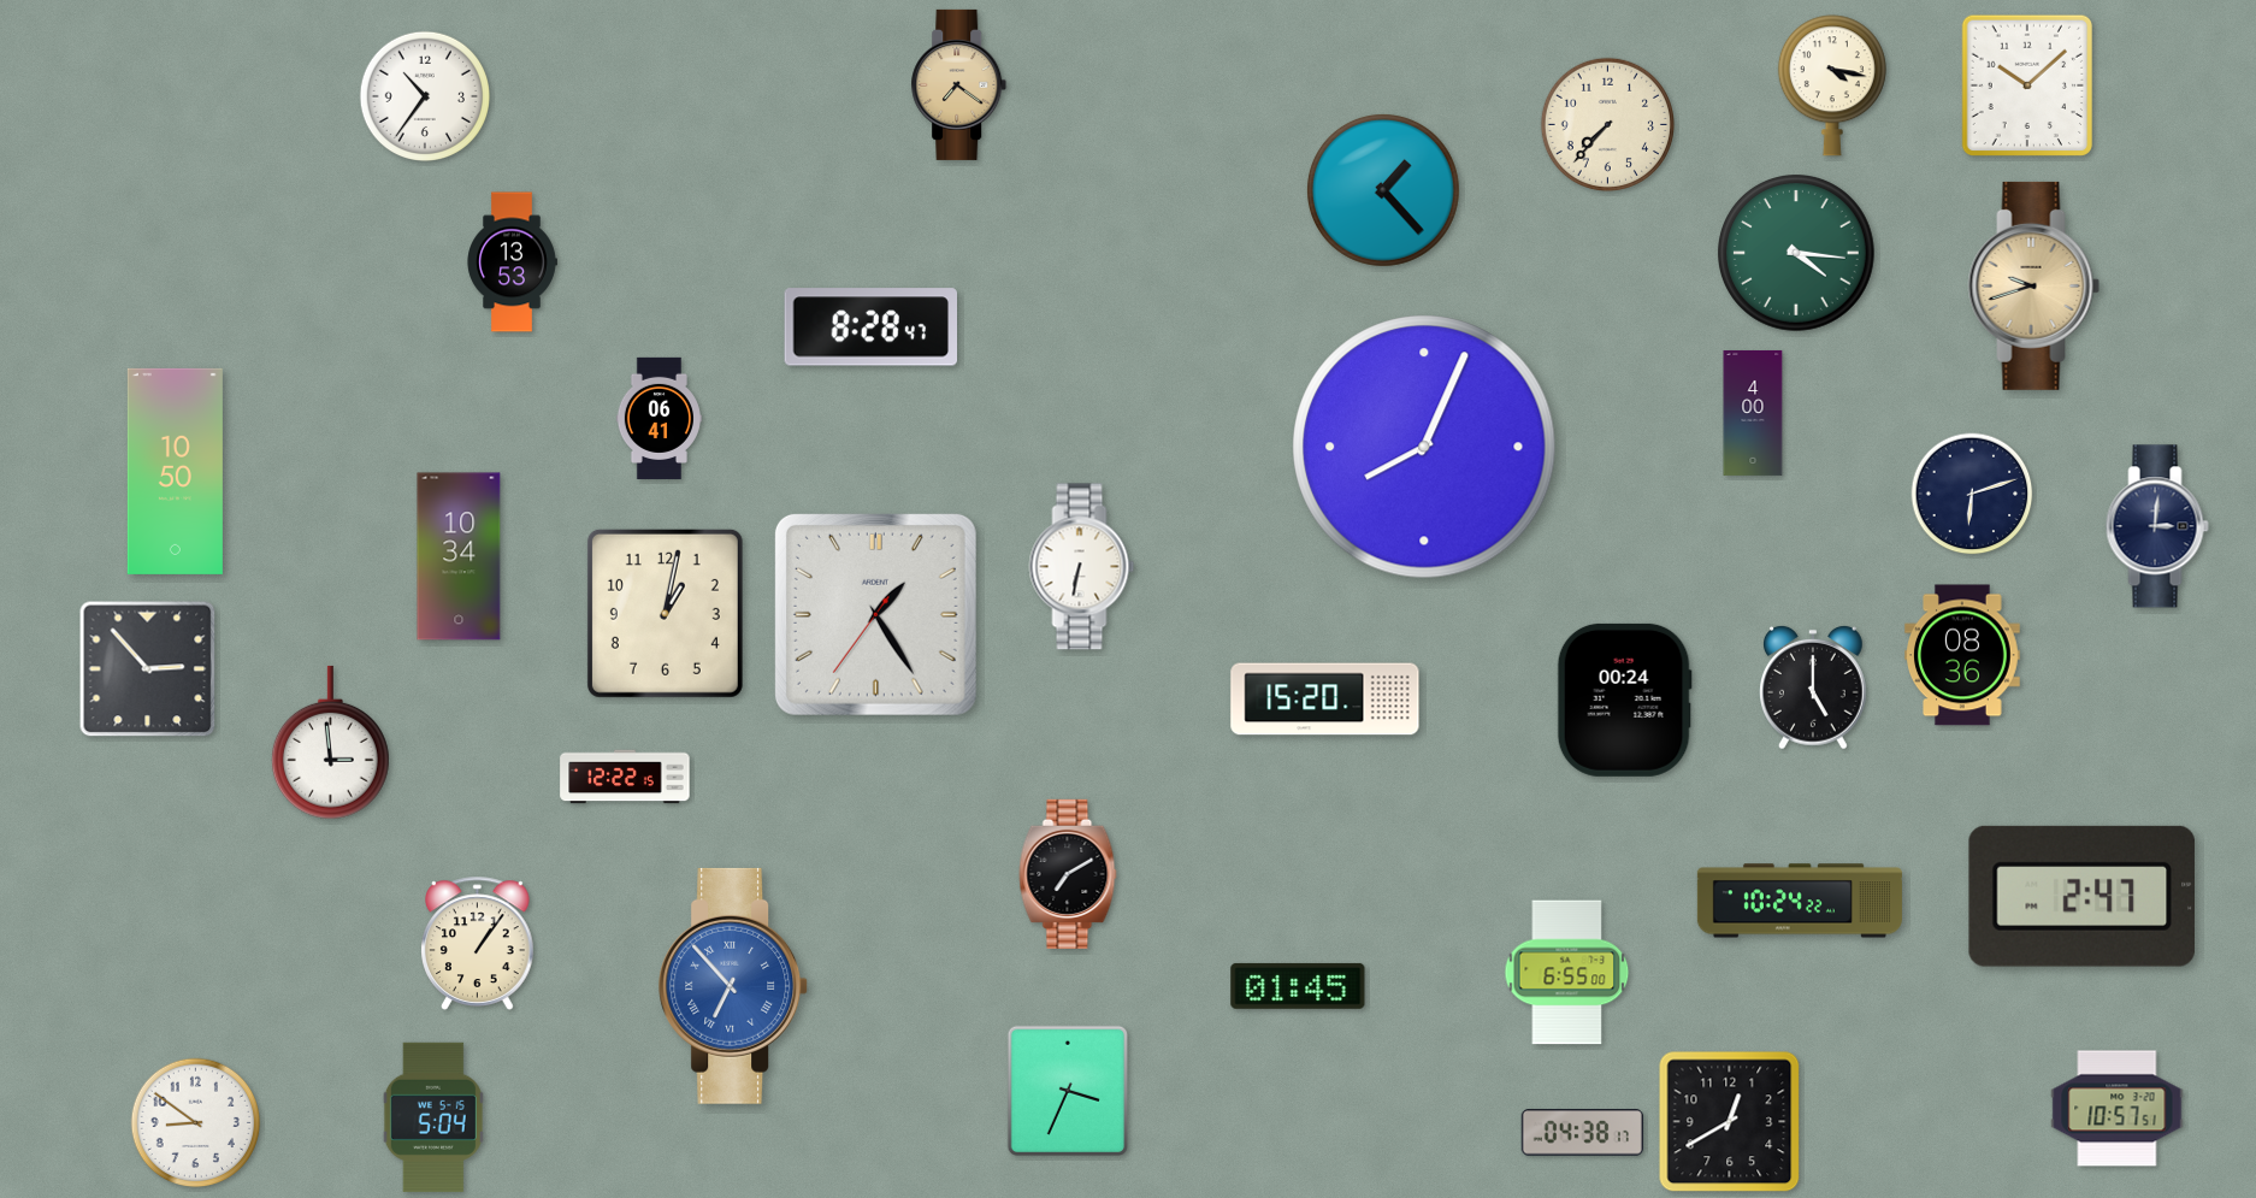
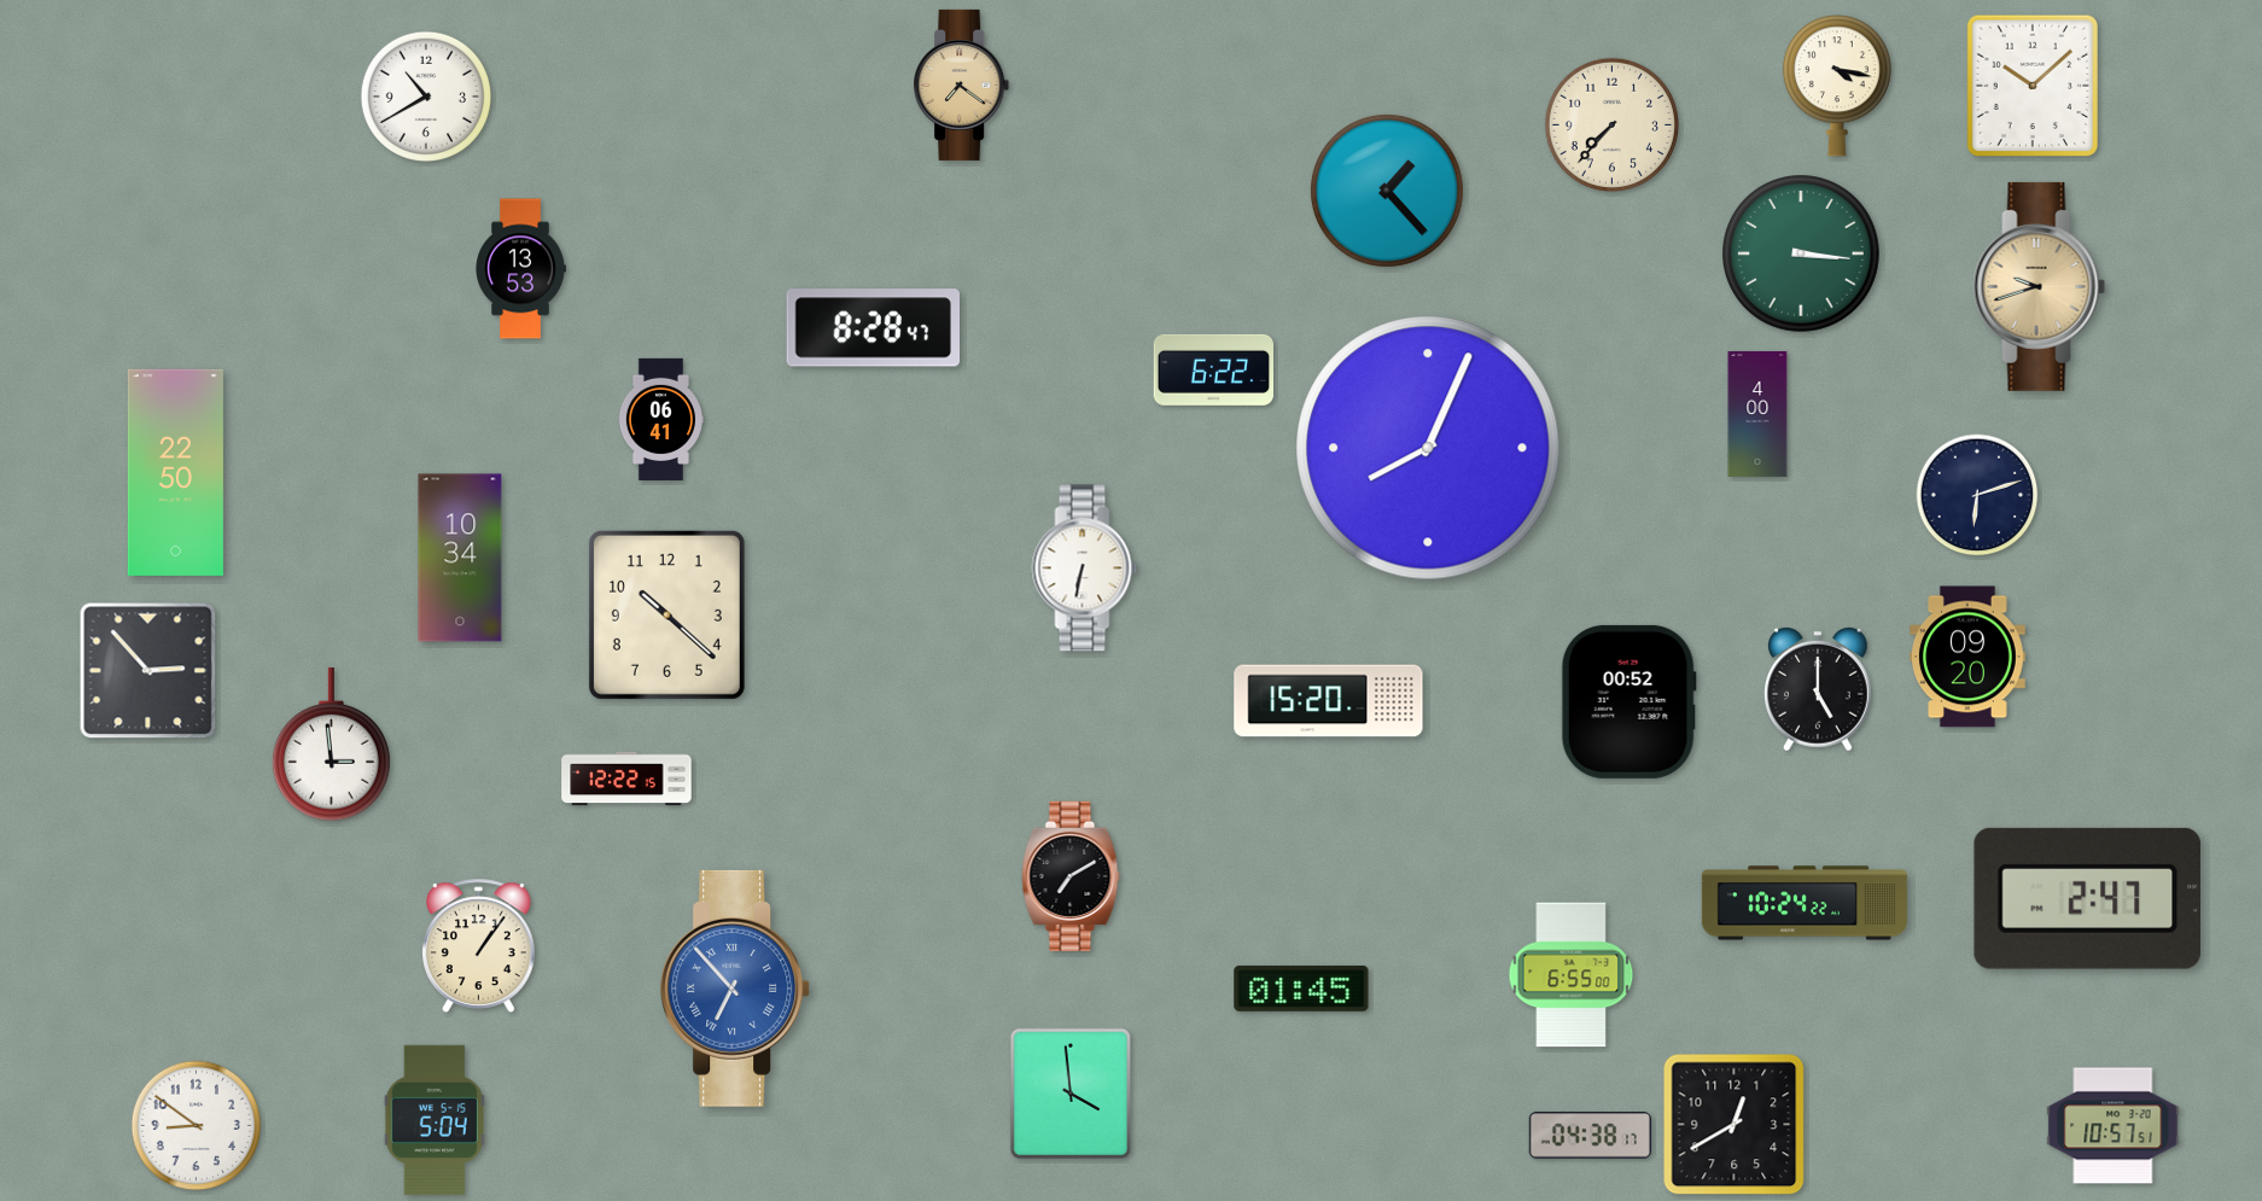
clock at (424, 95): 10:36 -> 10:40
clock at (1797, 254): 4:16 -> 3:16
clock at (512, 262) position: (512, 262) -> (520, 269)
clock at (1213, 369): none -> 6:22
clock at (175, 471): 10:50 -> 22:50
clock at (2157, 526): 3:01 -> none
clock at (665, 613): 1:02 -> 10:22
clock at (875, 614): 1:24 -> none
clock at (1963, 655): 08:36 -> 09:20
clock at (1624, 700): 00:24 -> 00:52
clock at (1068, 1090): 3:34 -> 3:59
clock at (2118, 1109) position: (2118, 1109) -> (2114, 1126)
clock at (1582, 1133) position: (1582, 1133) -> (1590, 1136)
